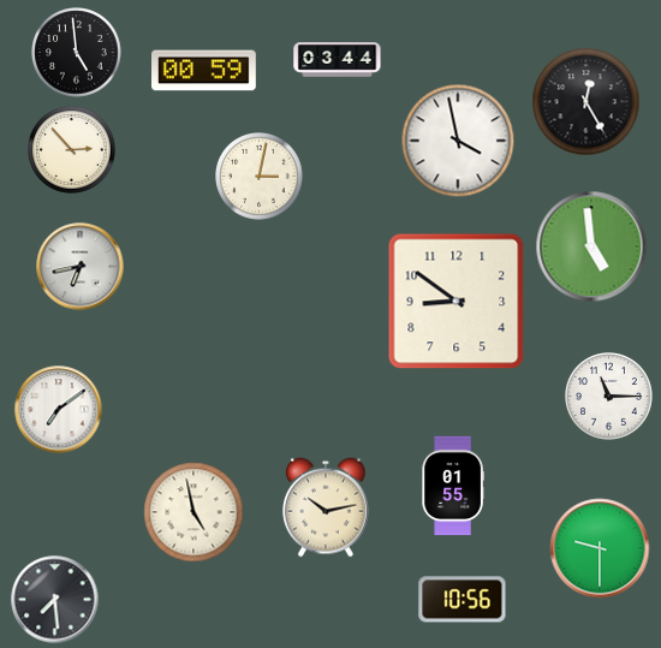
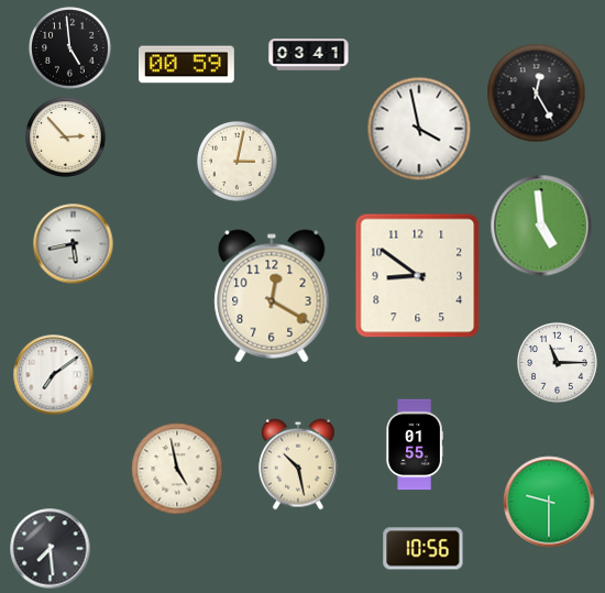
clock at (338, 60): 03:44 -> 03:41
clock at (81, 267): 6:43 -> 5:43
clock at (272, 296): none -> 12:20
clock at (326, 507): 10:13 -> 10:28
